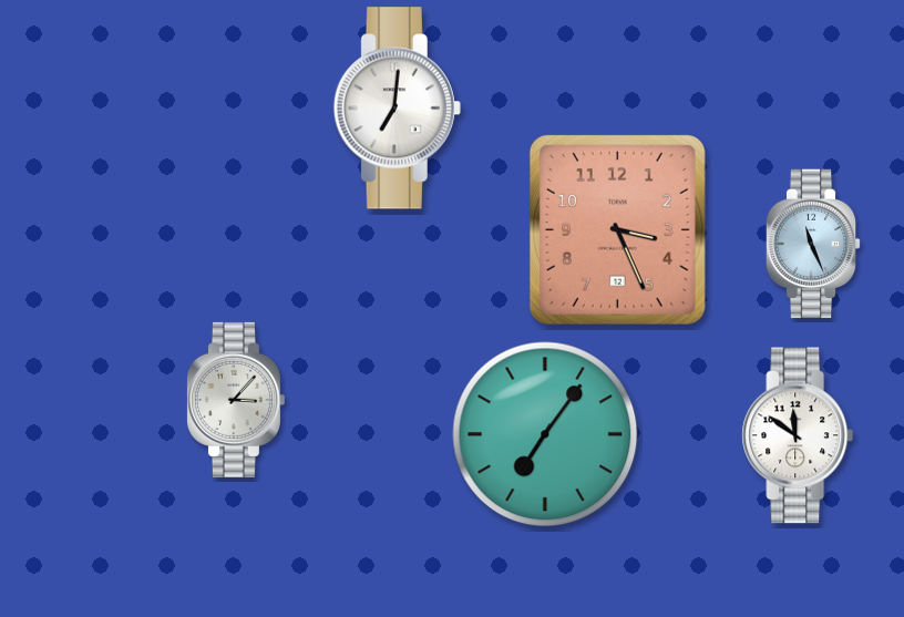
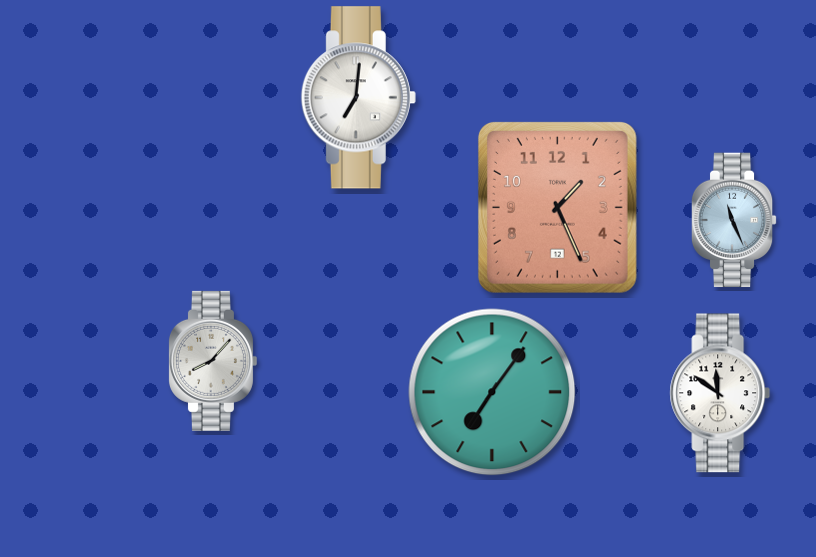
clock at (617, 229): 3:26 -> 1:26
clock at (235, 400): 3:07 -> 8:07
